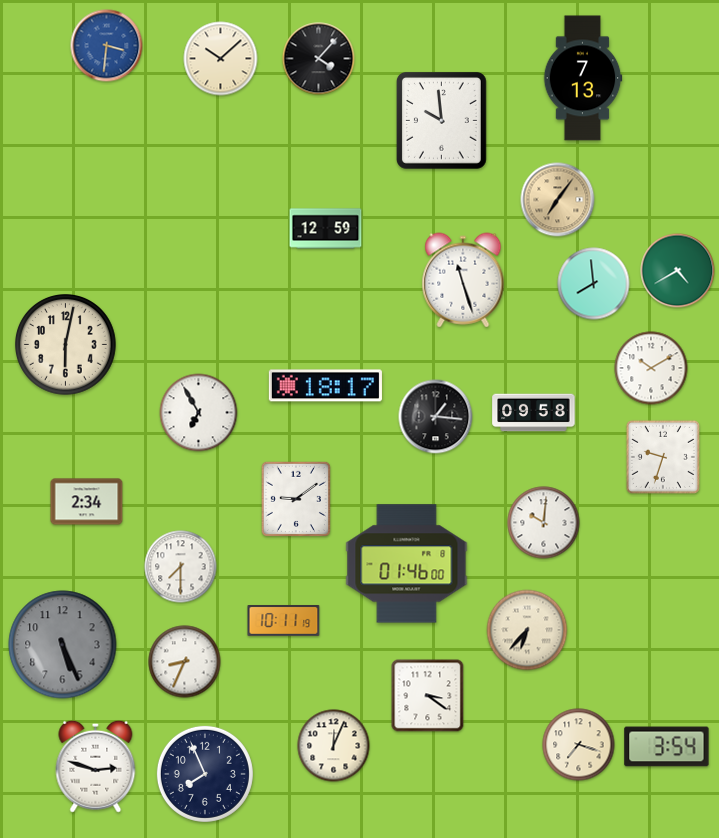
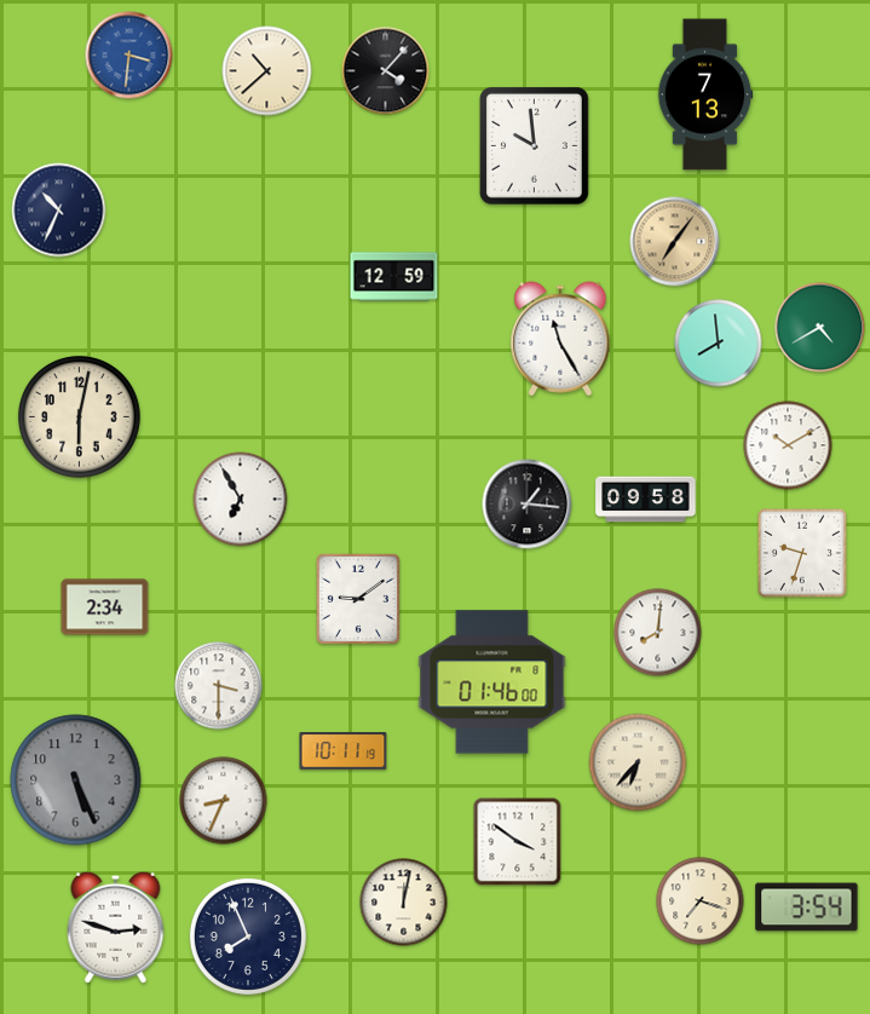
clock at (221, 59): 10:08 -> 10:38
clock at (59, 211): none -> 10:34
clock at (463, 280): 11:27 -> 11:25
clock at (325, 386): 18:17 -> none
clock at (296, 499) position: (296, 499) -> (358, 599)
clock at (544, 523): 10:01 -> 8:01
clock at (181, 567): 7:30 -> 3:30
clock at (428, 696): 3:21 -> 3:51
clock at (334, 746): 12:04 -> 12:02
clock at (667, 747) position: (667, 747) -> (807, 908)
